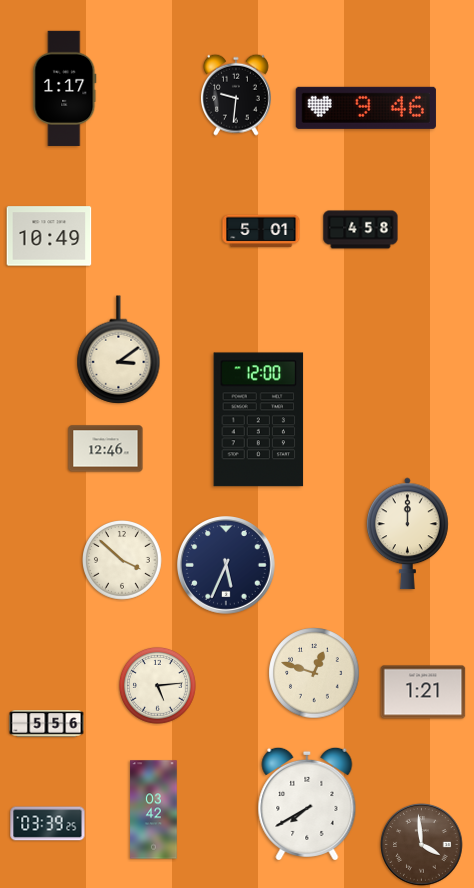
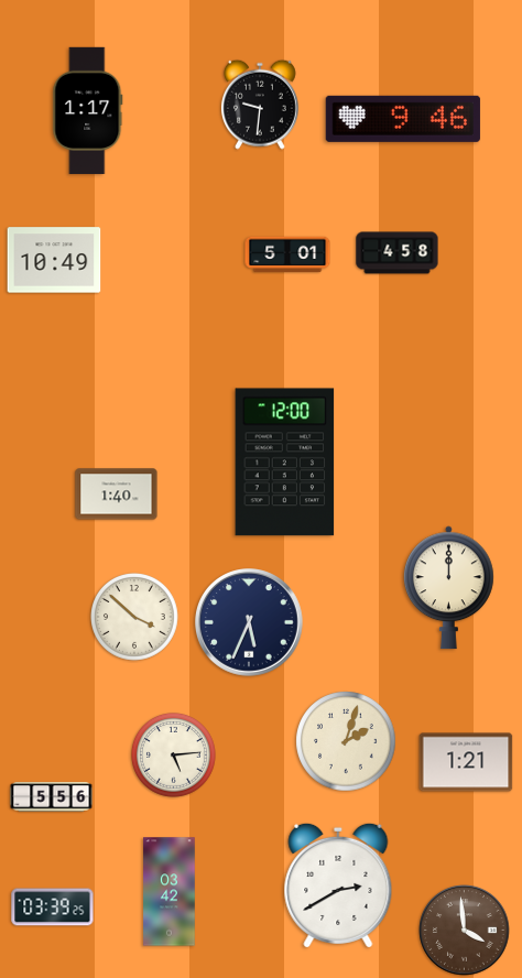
clock at (65, 88) position: (65, 88) -> (88, 110)
clock at (119, 350): 3:09 -> none
clock at (106, 449): 12:46 -> 1:40
clock at (314, 673): 12:48 -> 2:03
clock at (307, 804): 7:40 -> 2:40
